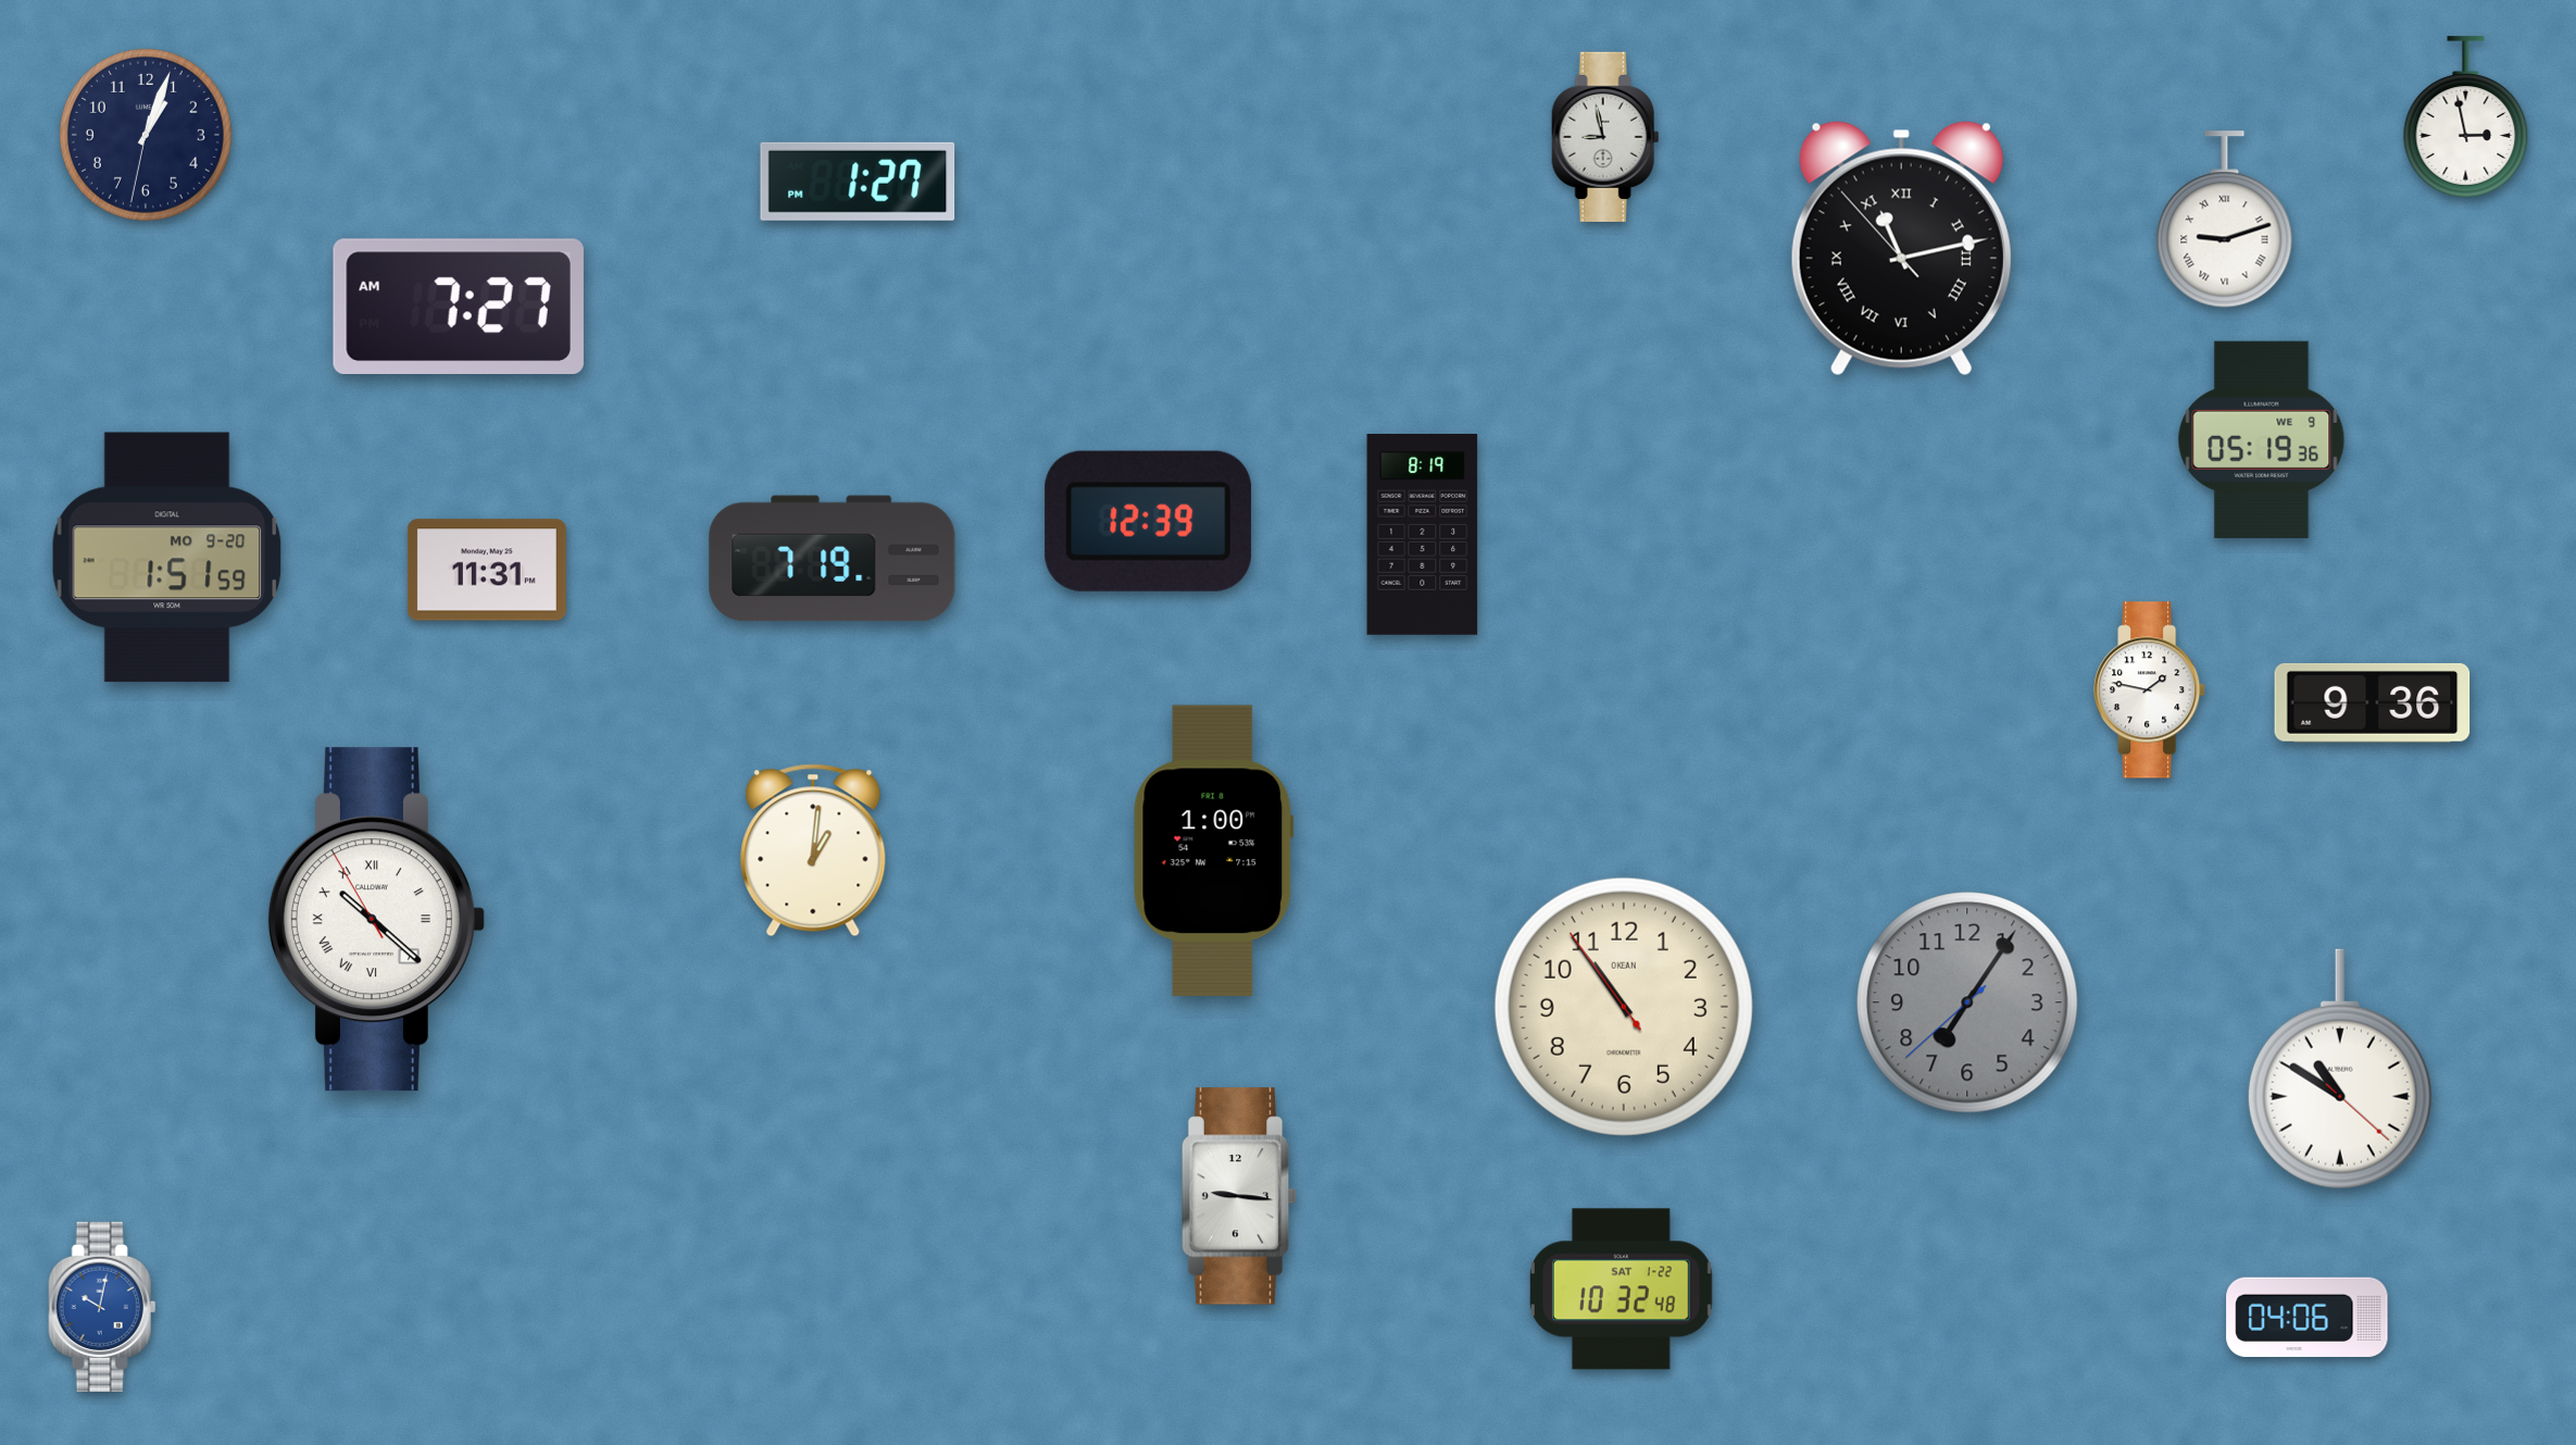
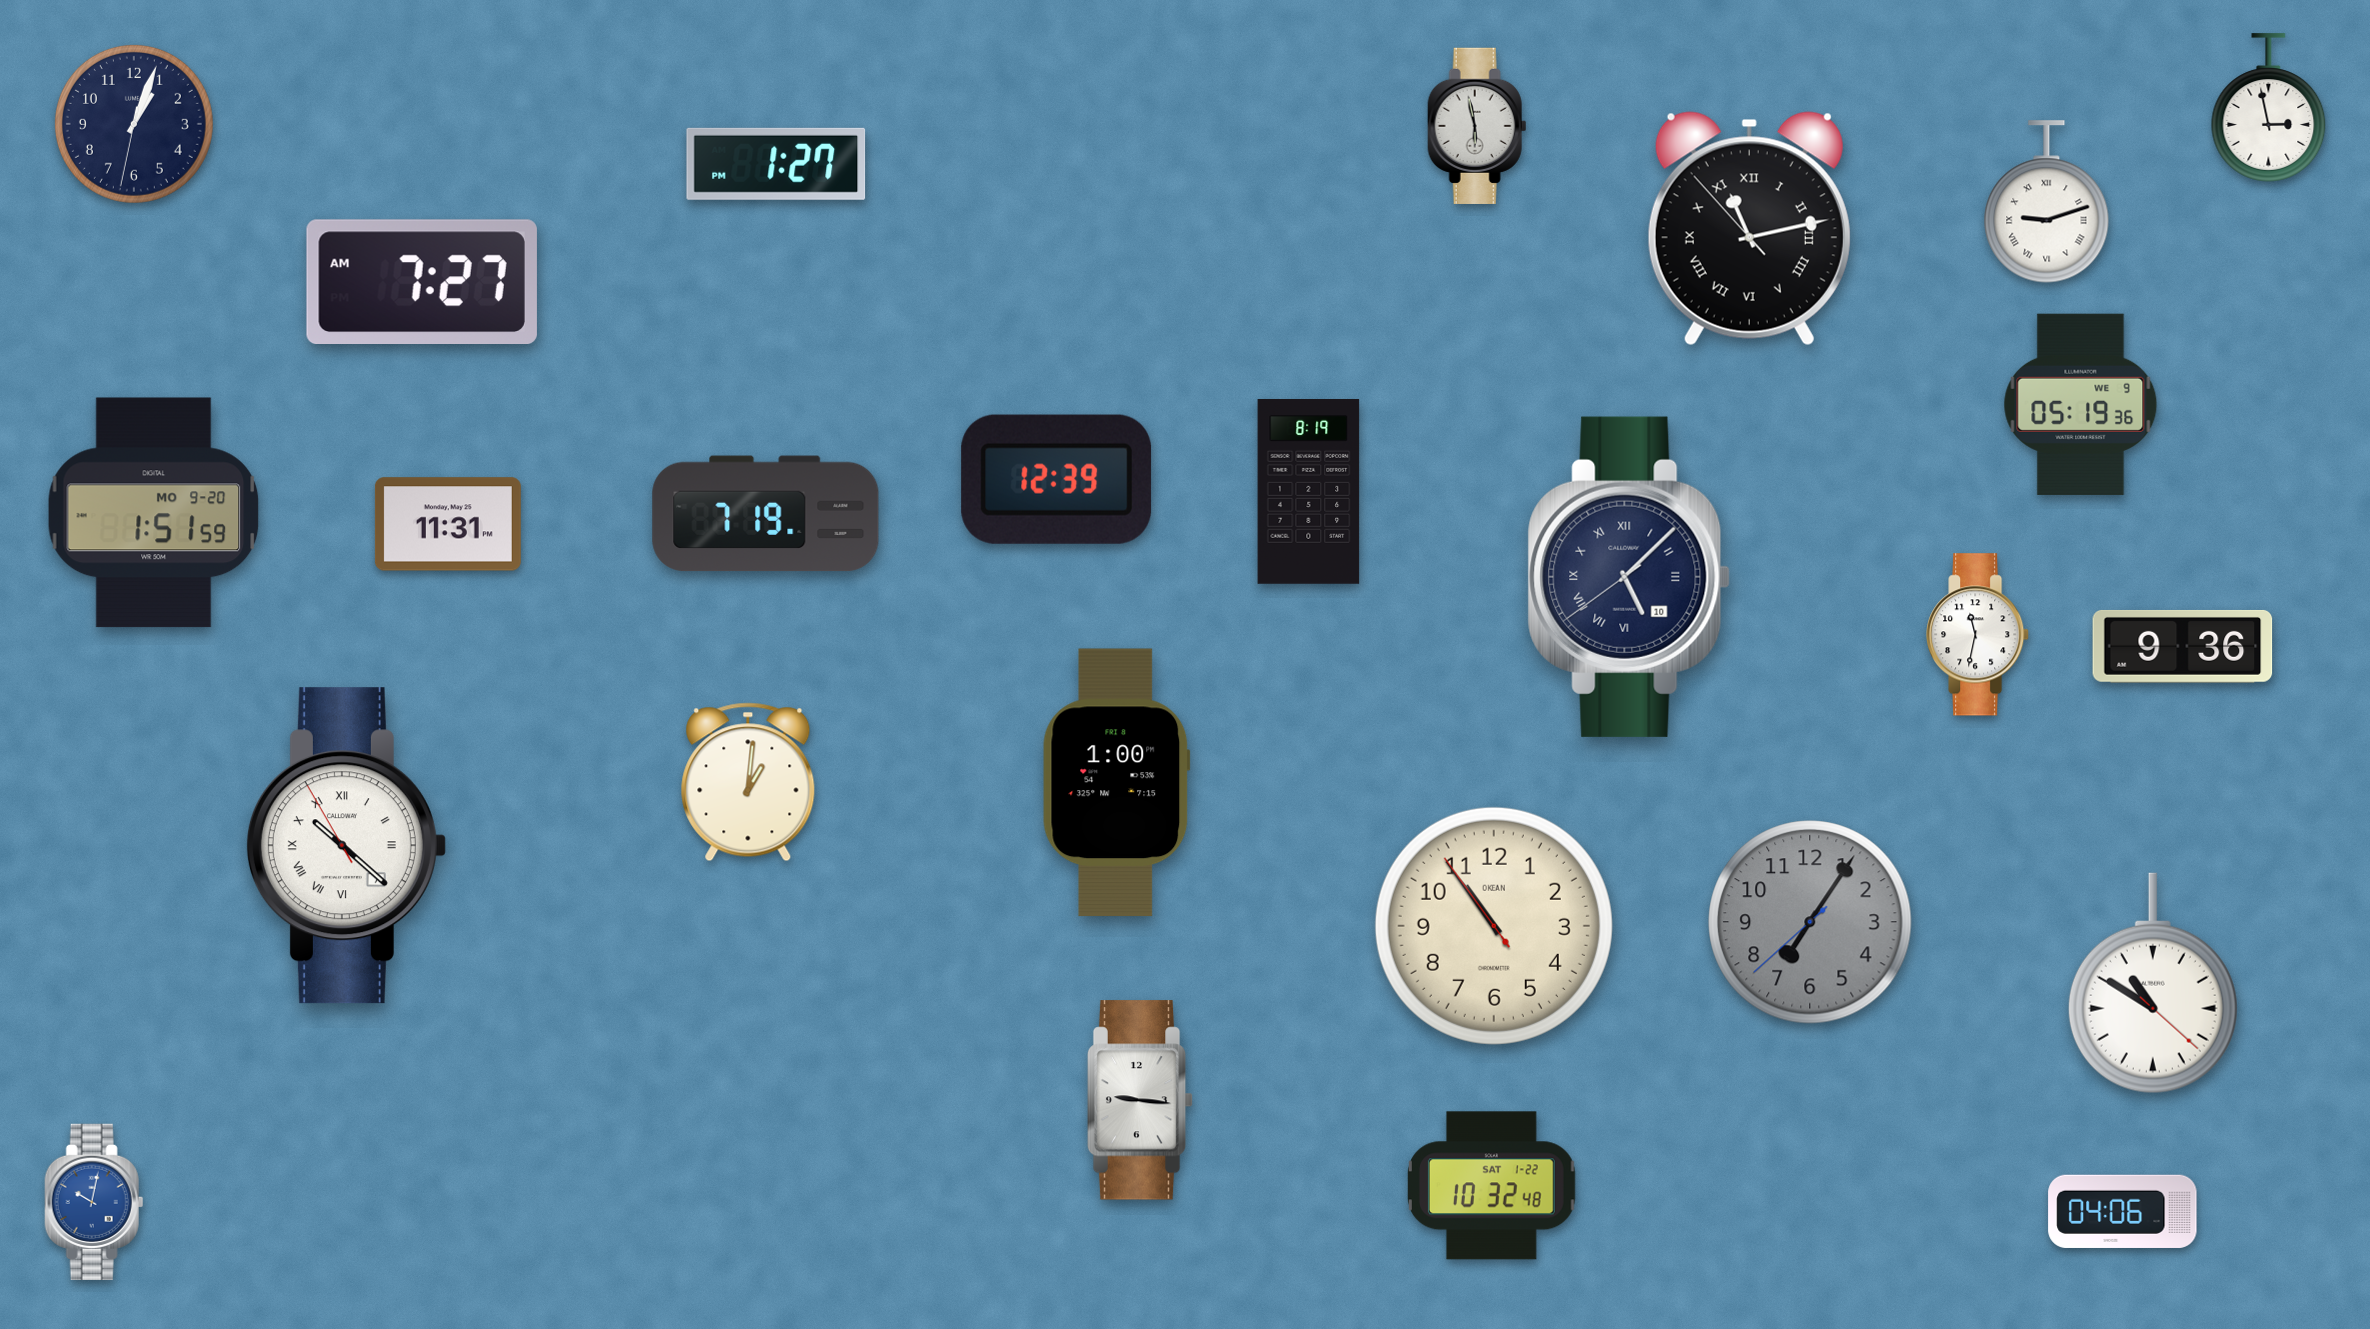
clock at (1605, 137): 8:58 -> 5:58
clock at (858, 182) position: (858, 182) -> (776, 164)
clock at (1629, 577): none -> 5:07
clock at (2150, 690): 1:47 -> 11:32
